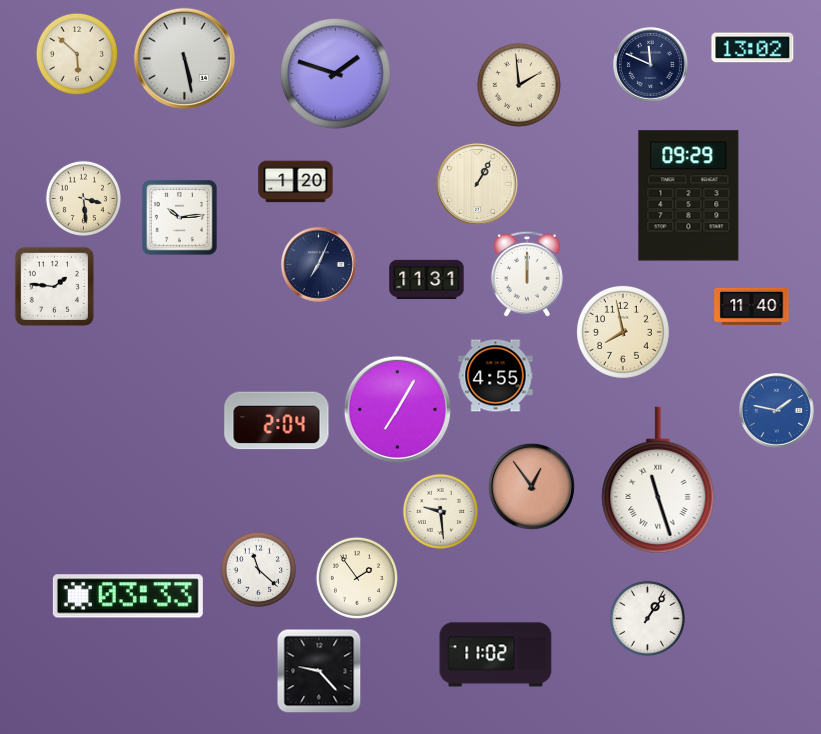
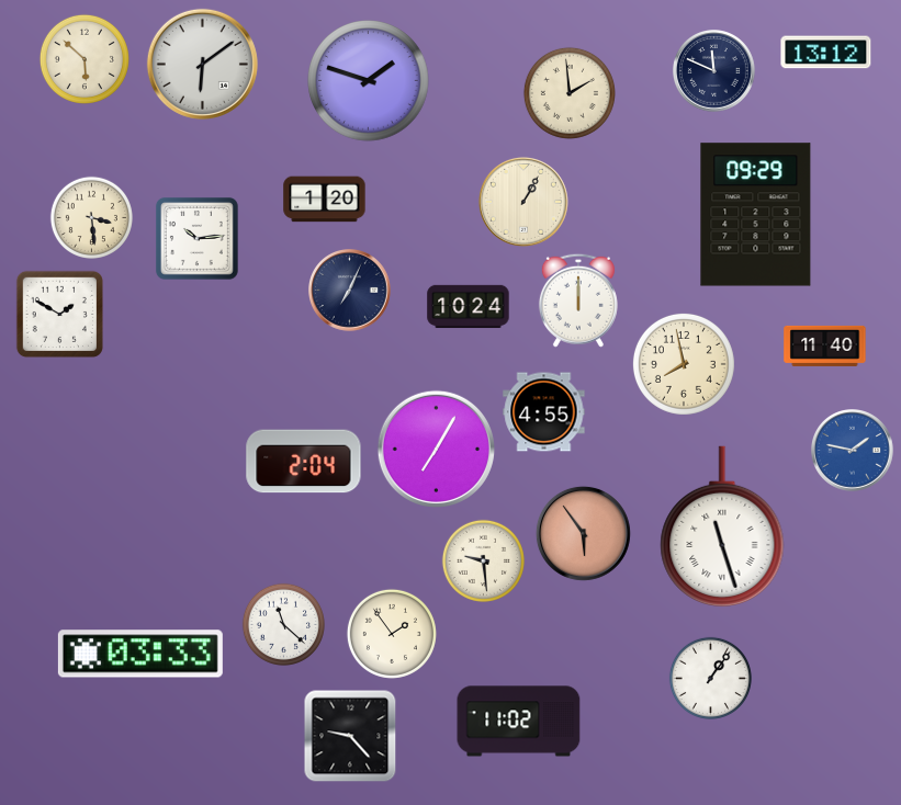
clock at (753, 48): 13:02 -> 13:12
clock at (184, 58): 5:28 -> 6:09
clock at (427, 280): 11:31 -> 10:24
clock at (54, 286): 1:46 -> 1:50
clock at (752, 306) position: (752, 306) -> (825, 345)
clock at (531, 486): 12:54 -> 5:54
clock at (496, 655) position: (496, 655) -> (519, 722)
